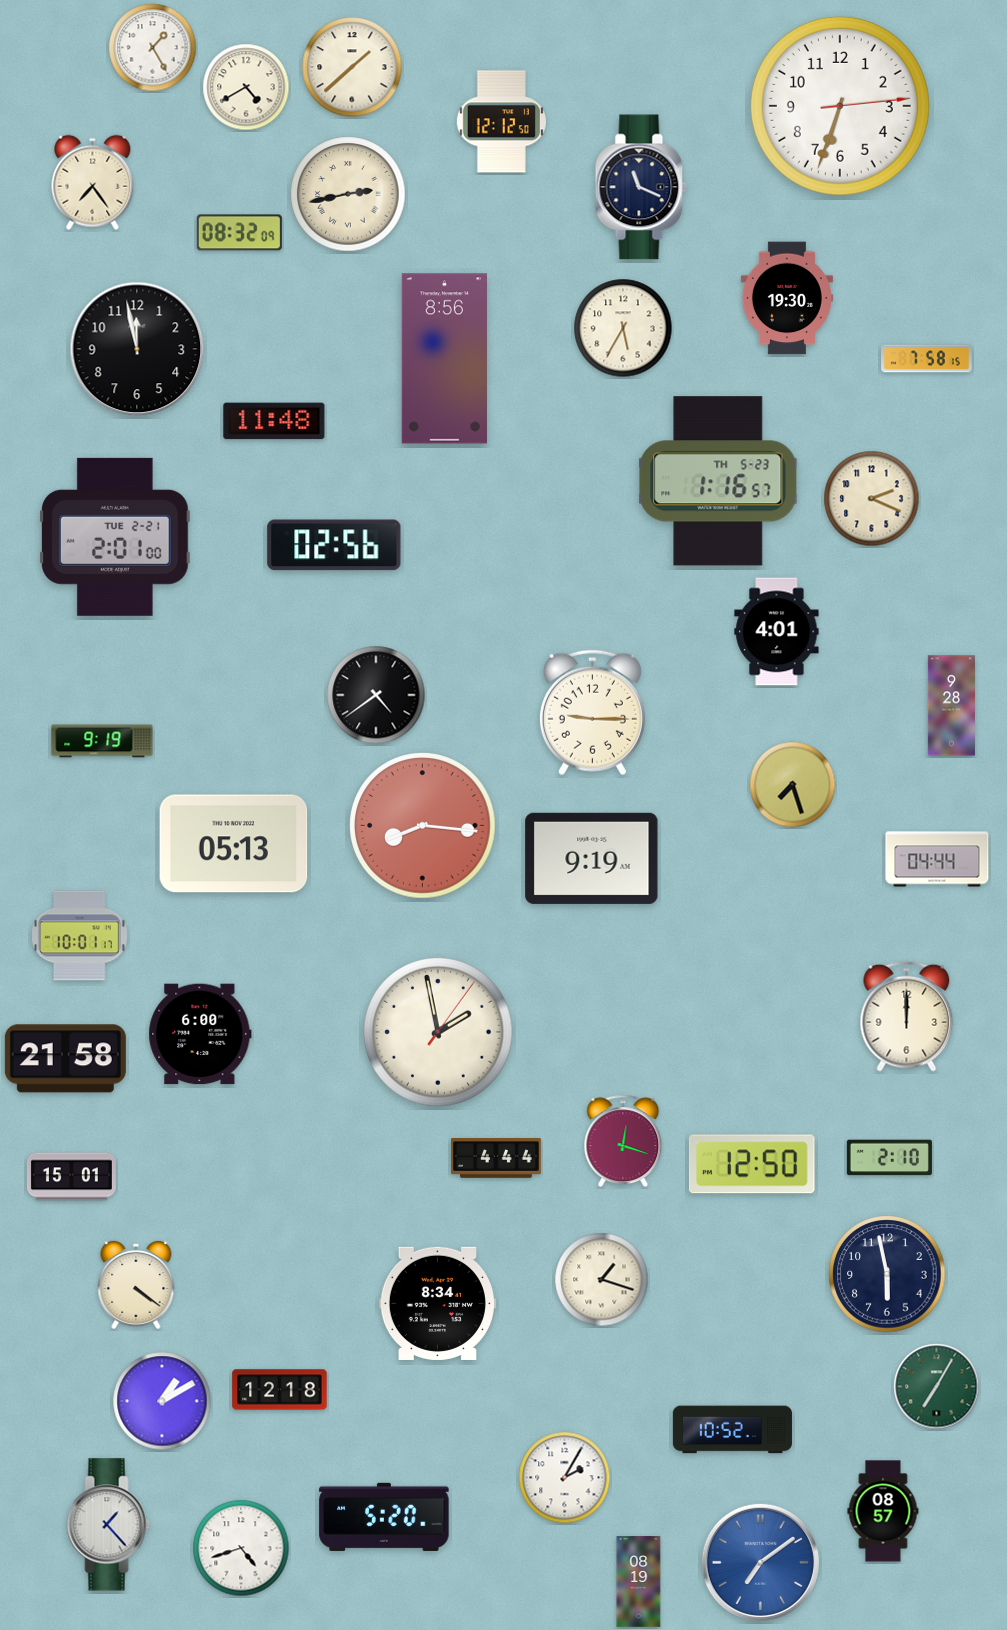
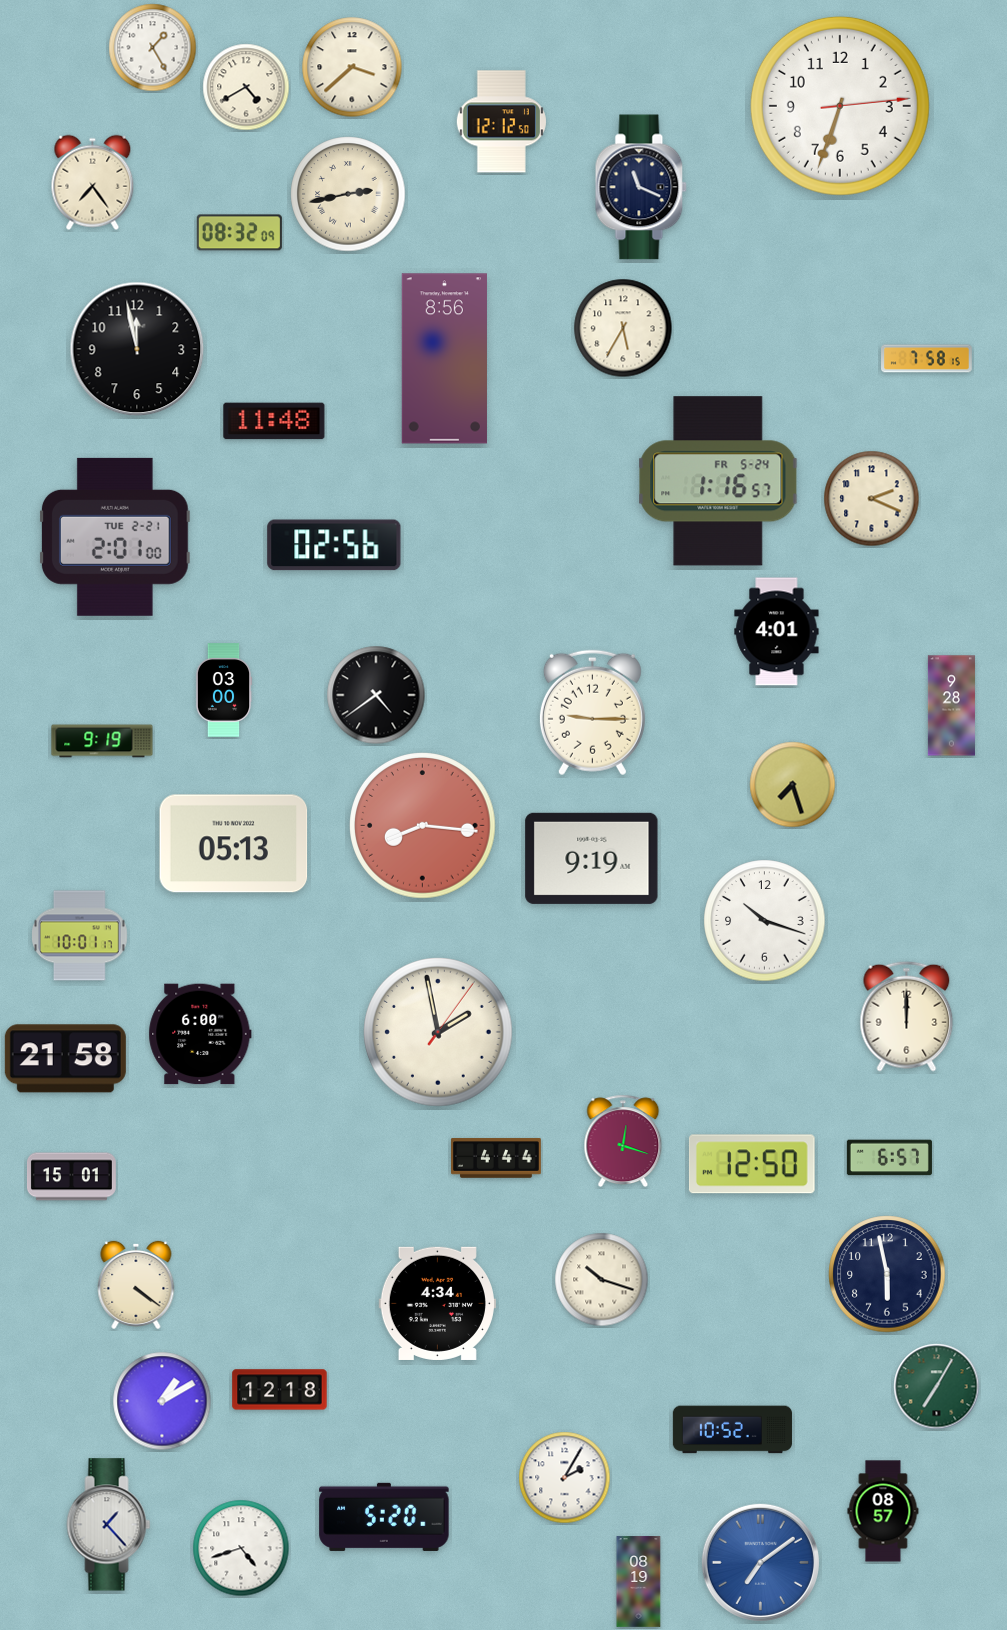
clock at (352, 67): 1:38 -> 3:38
clock at (787, 298): 19:30 -> none
clock at (718, 481) date: TH 5-23 -> FR 5-24
clock at (224, 690): none -> 03:00
clock at (937, 859): 04:44 -> none
clock at (765, 921): none -> 10:18
clock at (889, 1158): 2:10 -> 6:57
clock at (602, 1280): 1:18 -> 10:18
clock at (437, 1303): 8:34 -> 4:34
